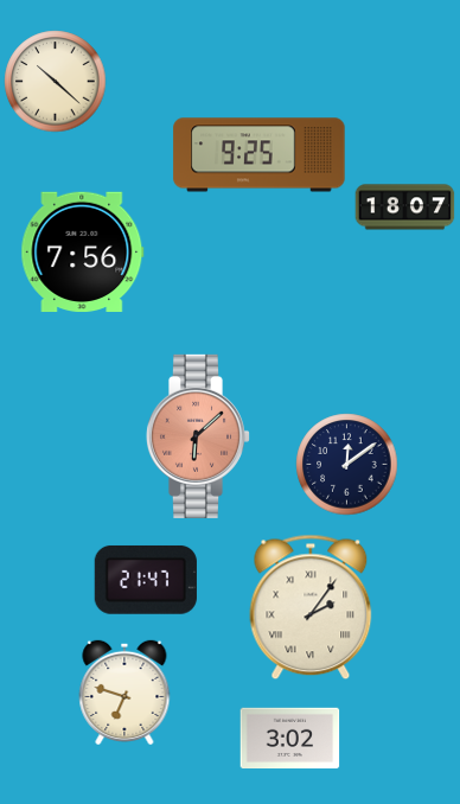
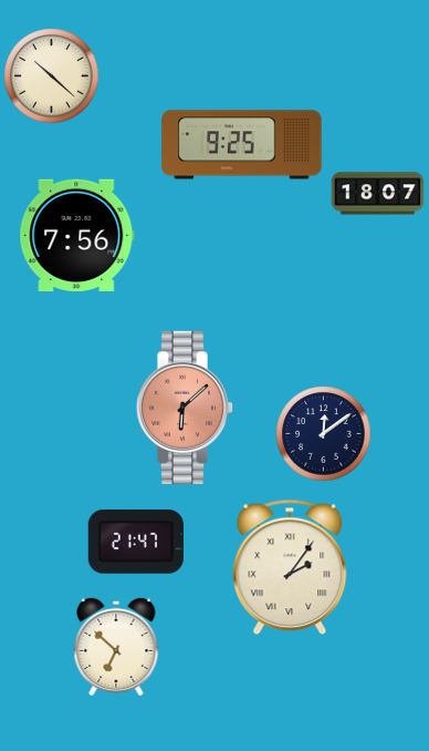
clock at (124, 691): 6:48 -> 6:52
clock at (290, 739): 3:02 -> none
